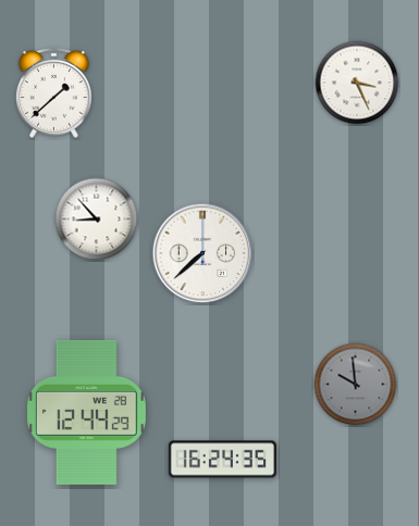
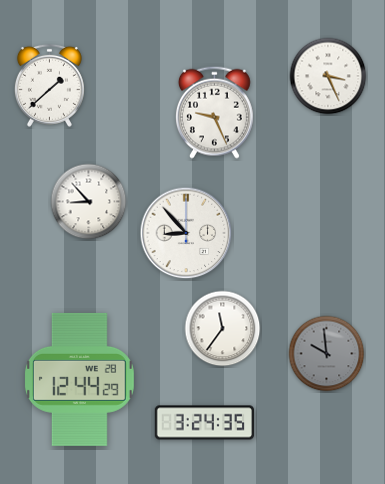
clock at (214, 112): none -> 9:26
clock at (202, 253): 7:38 -> 8:53
clock at (223, 329): none -> 11:36
clock at (222, 460): 16:24 -> 3:24
